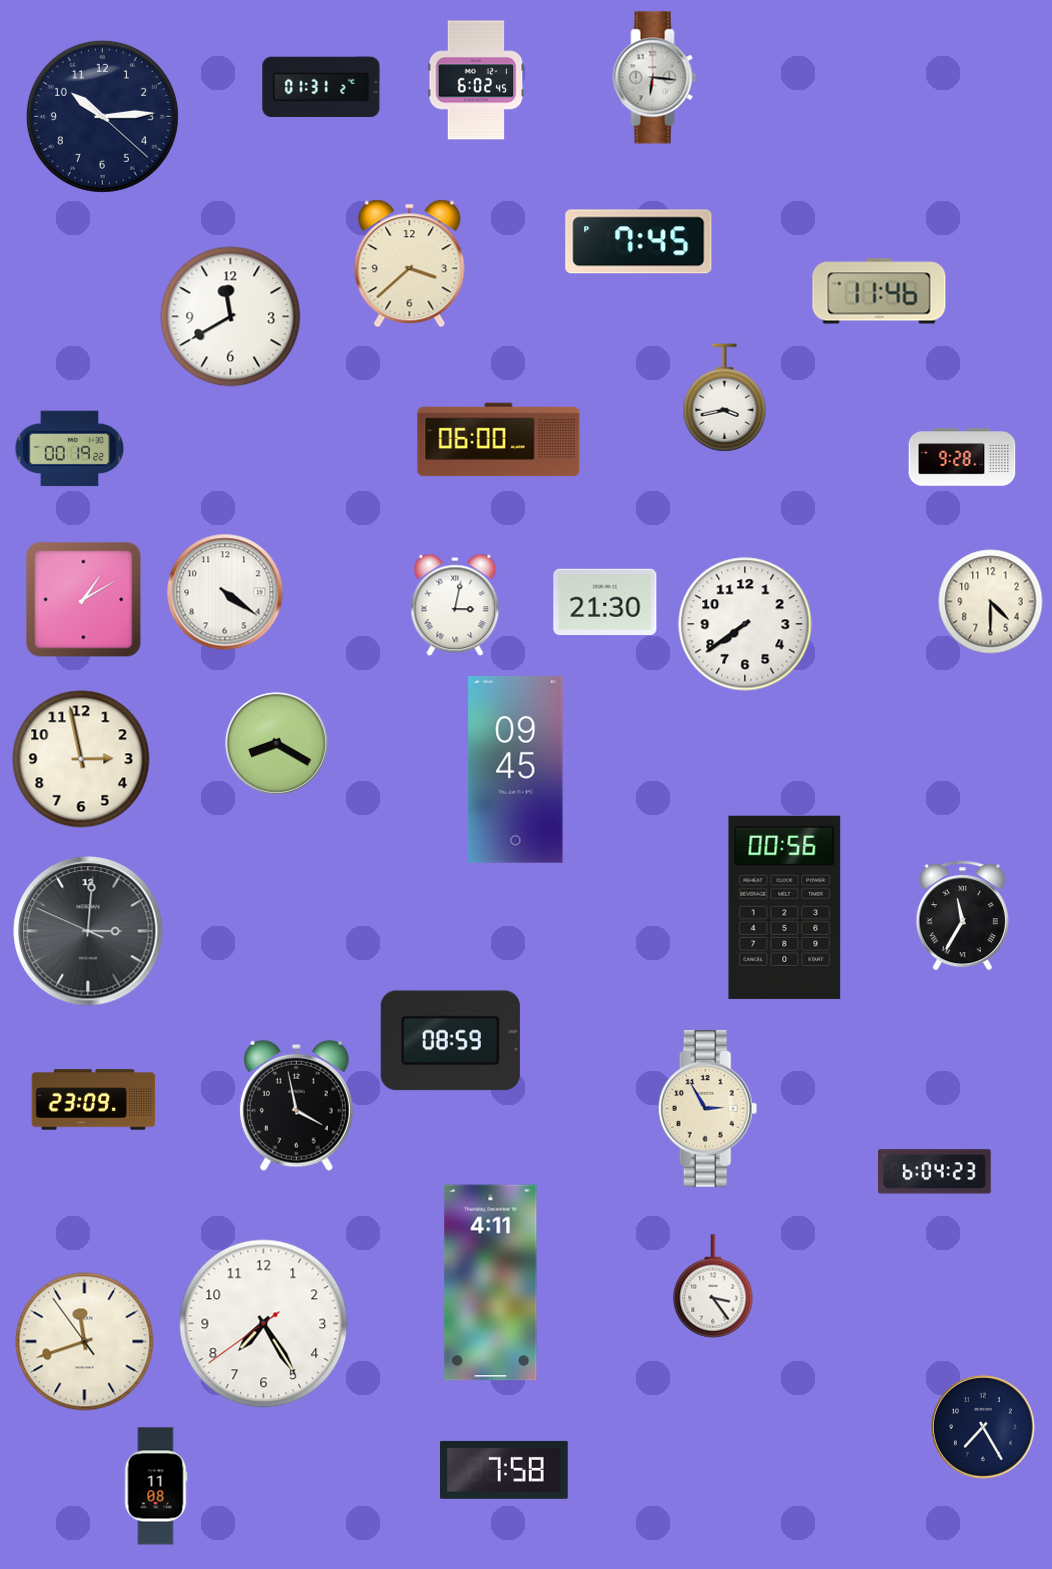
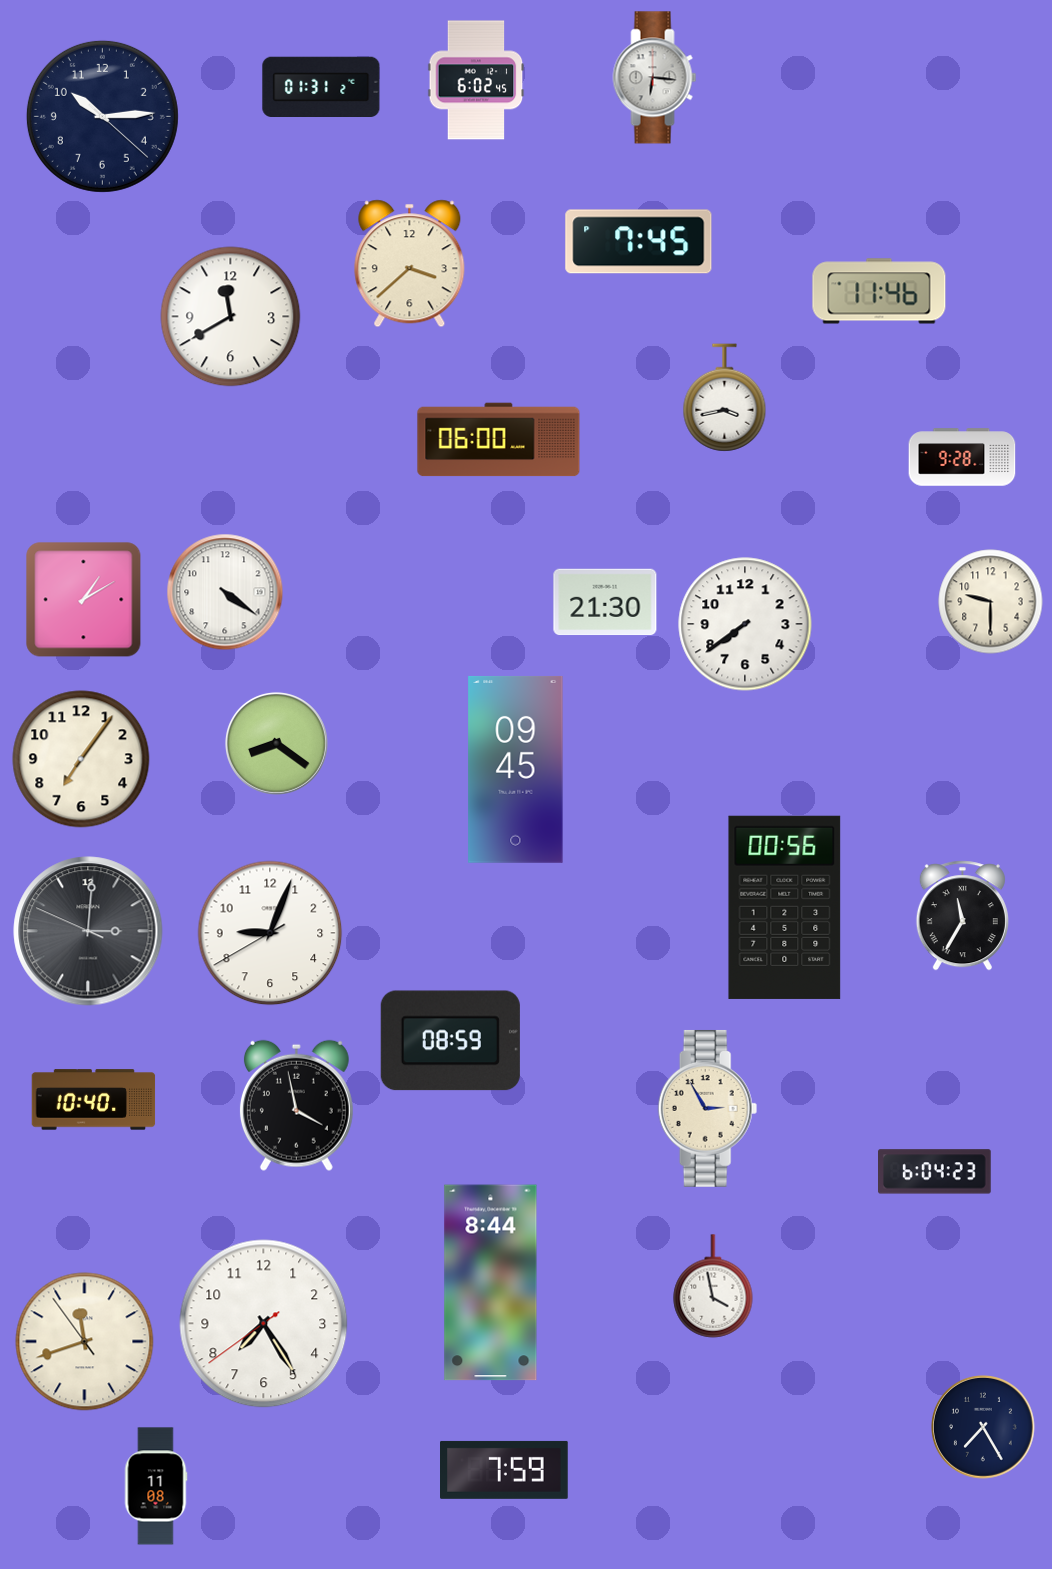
clock at (70, 449): 00:19 -> none
clock at (991, 602): 4:30 -> 9:30
clock at (455, 605): 3:02 -> none
clock at (276, 743): 8:20 -> 8:21
clock at (81, 759): 2:58 -> 7:06
clock at (270, 933): none -> 9:03
clock at (94, 1100): 23:09 -> 10:40
clock at (491, 1283): 4:11 -> 8:44
clock at (713, 1286): 3:24 -> 3:58
clock at (505, 1470): 7:58 -> 7:59
